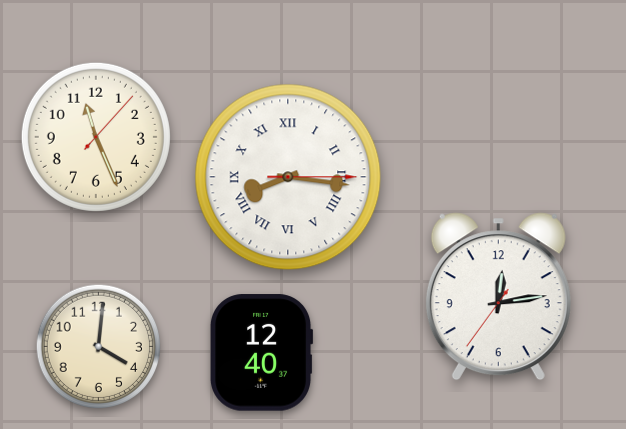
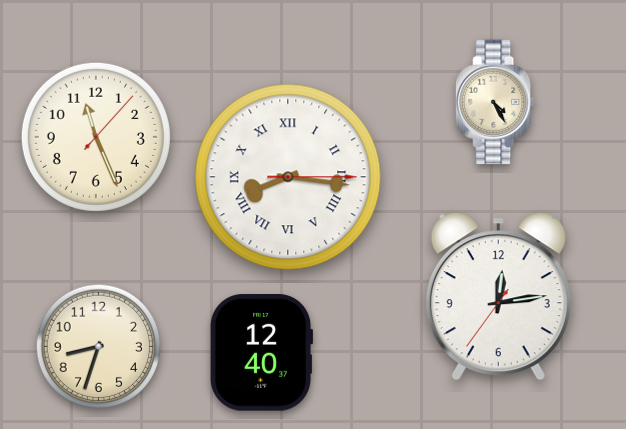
clock at (495, 102): none -> 4:25
clock at (98, 346): 4:01 -> 8:33
